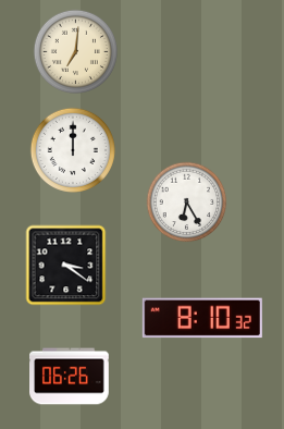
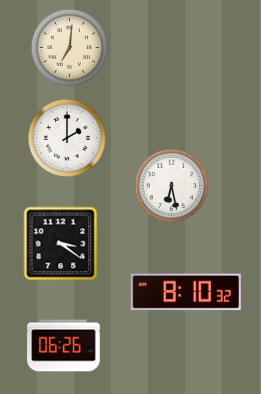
clock at (72, 149): 12:00 -> 2:00
clock at (187, 203): 6:25 -> 6:28
